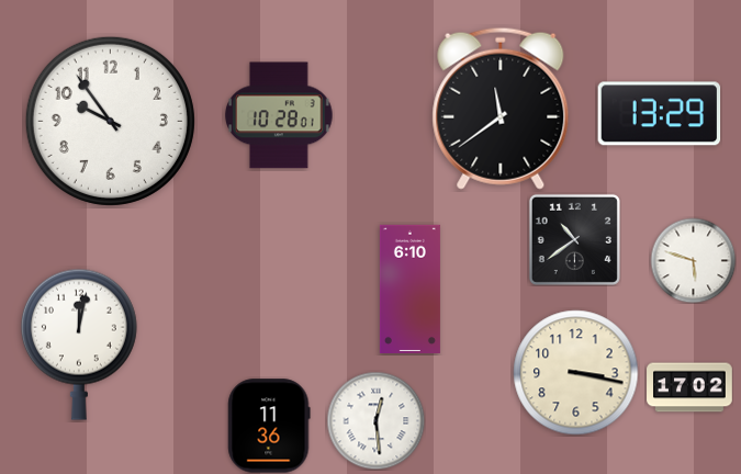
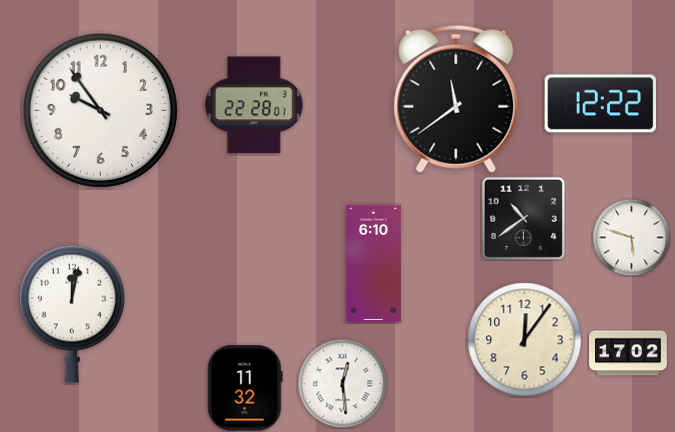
clock at (660, 114): 13:29 -> 12:22
clock at (279, 115): 10:28 -> 22:28
clock at (576, 373): 3:17 -> 12:06
clock at (269, 426): 11:36 -> 11:32
